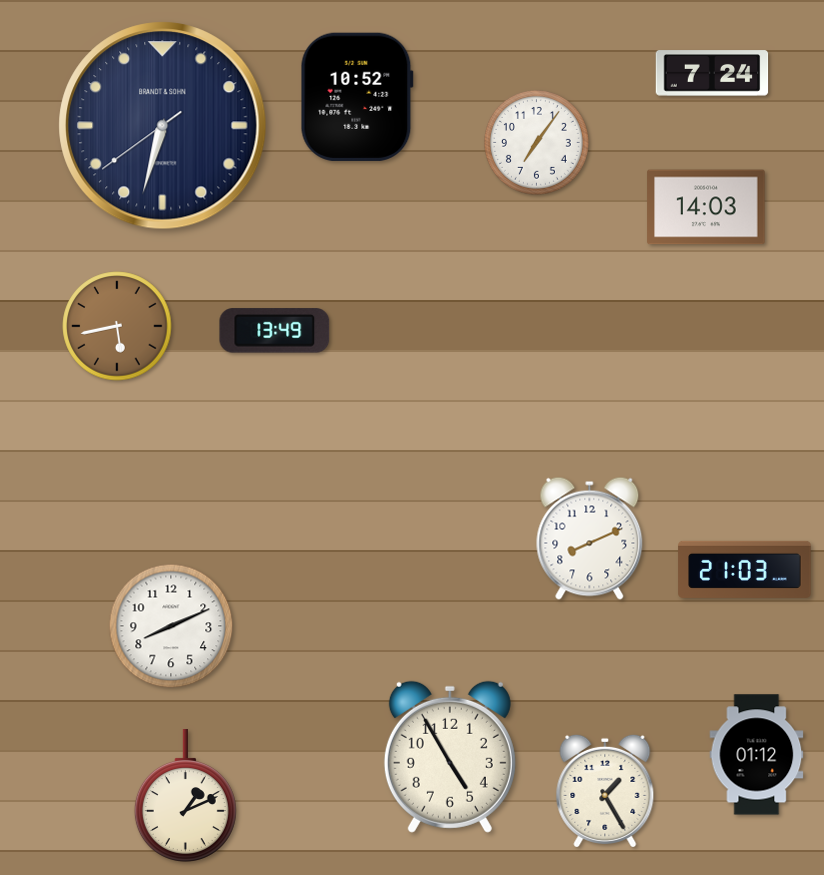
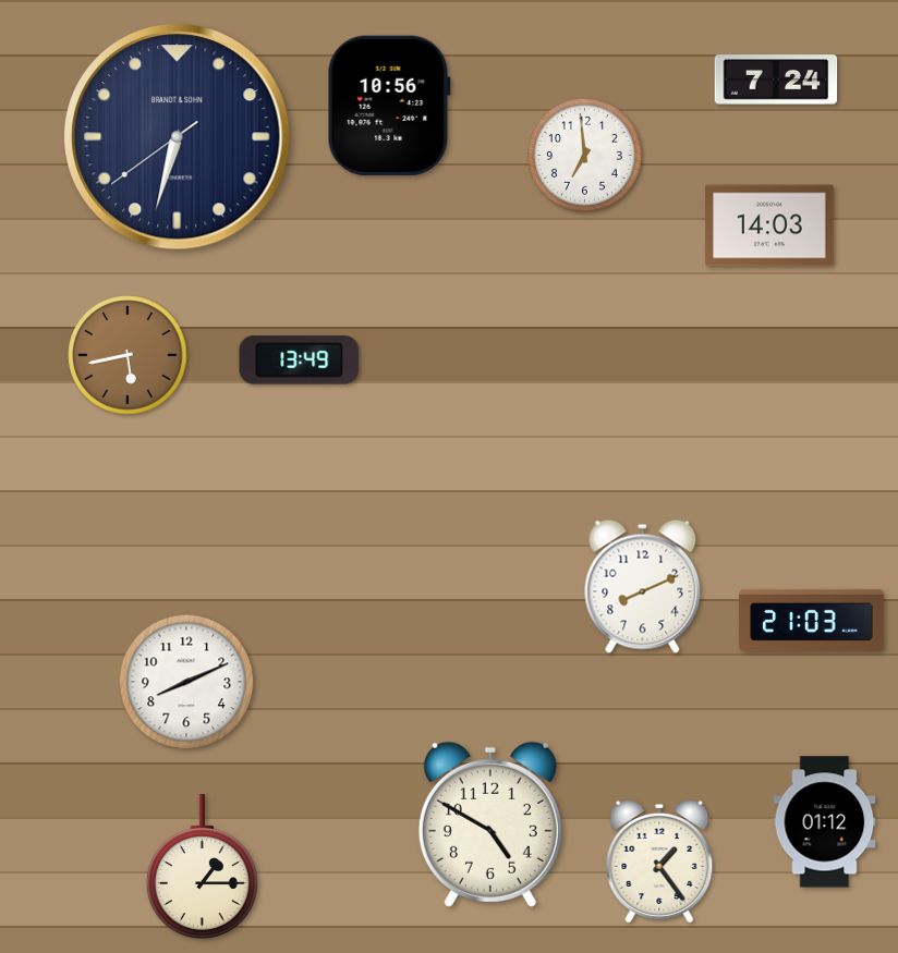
clock at (357, 97): 10:52 -> 10:56
clock at (536, 142): 7:06 -> 6:59
clock at (450, 757): 4:55 -> 4:50
clock at (605, 791): 1:25 -> 1:24
clock at (185, 796): 1:11 -> 1:15
